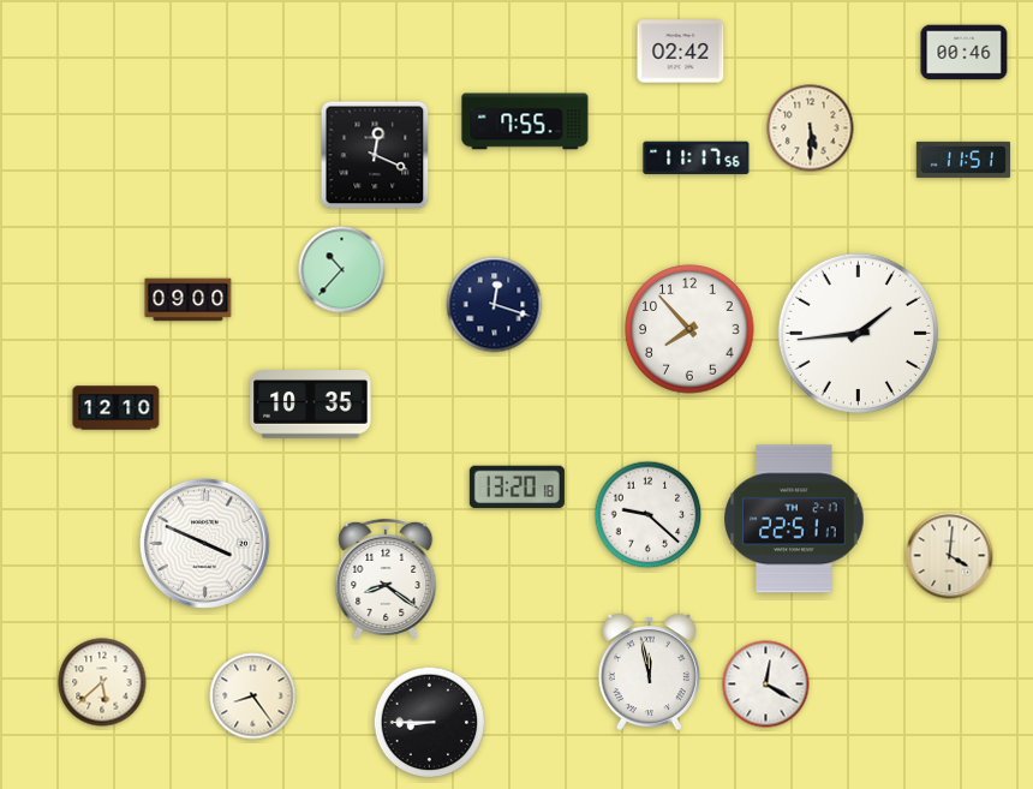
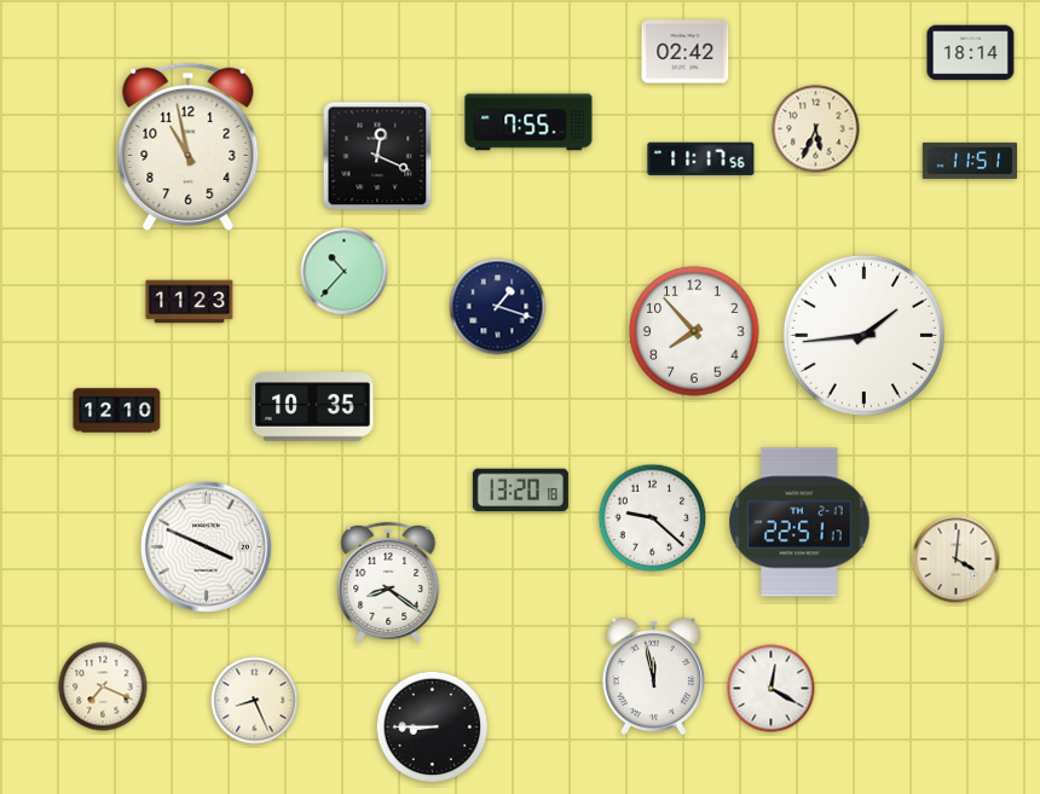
clock at (965, 53): 00:46 -> 18:14
clock at (811, 128): 5:30 -> 5:34
clock at (189, 146): none -> 10:58
clock at (189, 300): 09:00 -> 11:23
clock at (495, 305): 12:18 -> 1:18
clock at (102, 682): 5:38 -> 7:19
clock at (253, 697): 8:24 -> 8:26
